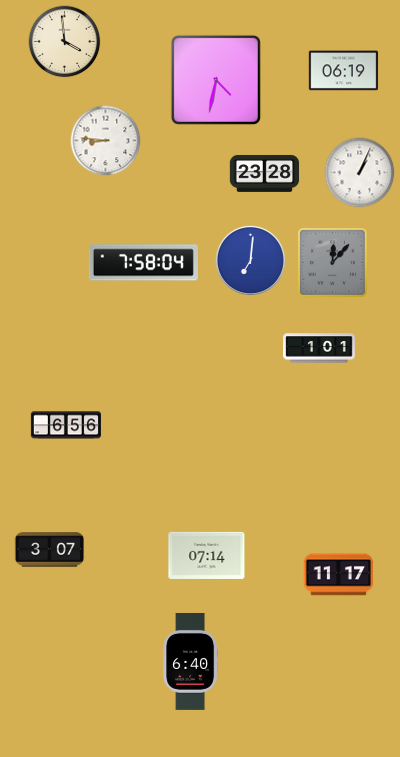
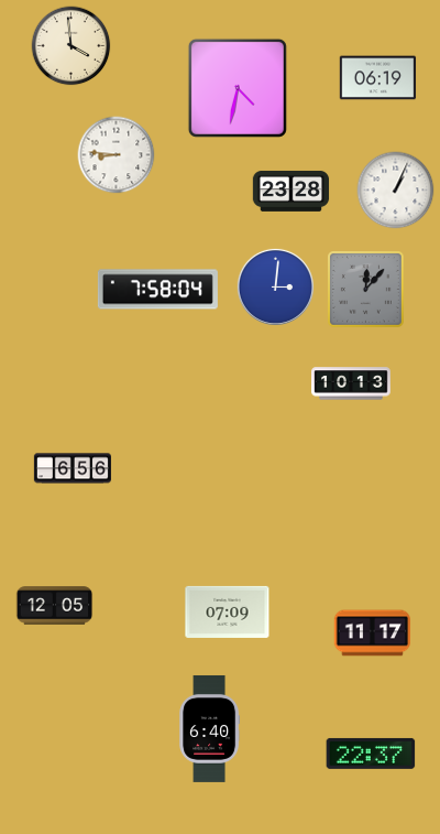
clock at (250, 260): 7:01 -> 3:01
clock at (319, 348): 1:01 -> 10:13
clock at (50, 550): 3:07 -> 12:05
clock at (207, 555): 07:14 -> 07:09
clock at (371, 754): none -> 22:37
